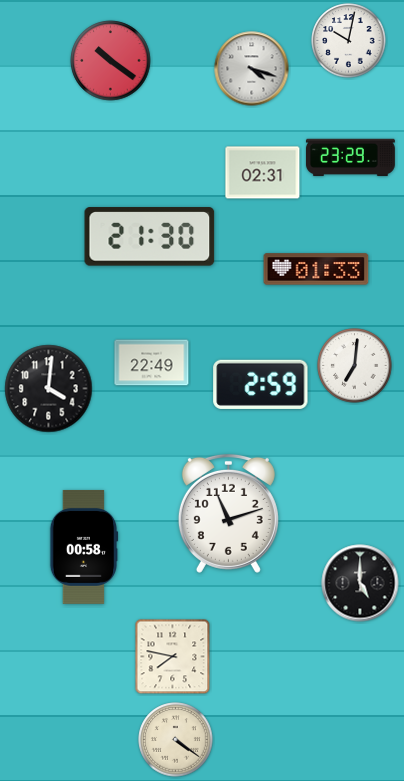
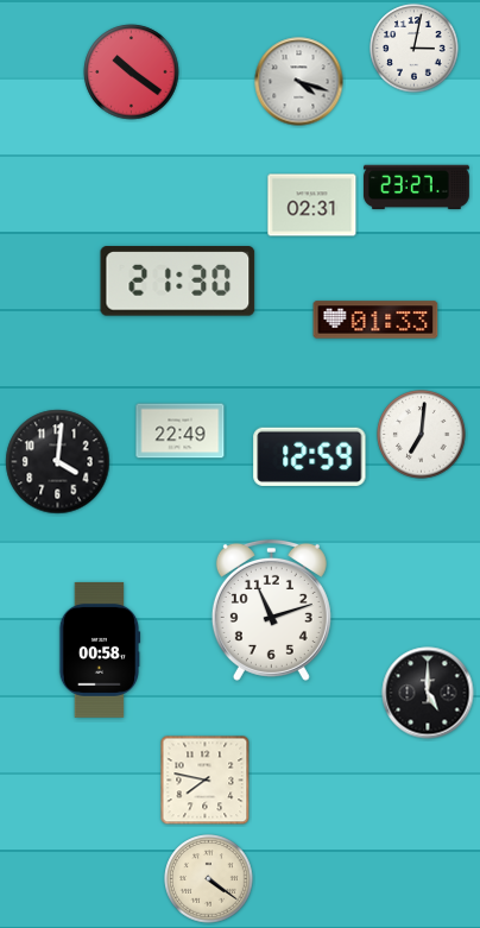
clock at (349, 41): 10:02 -> 3:02
clock at (350, 158): 23:29 -> 23:27
clock at (261, 384): 2:59 -> 12:59
